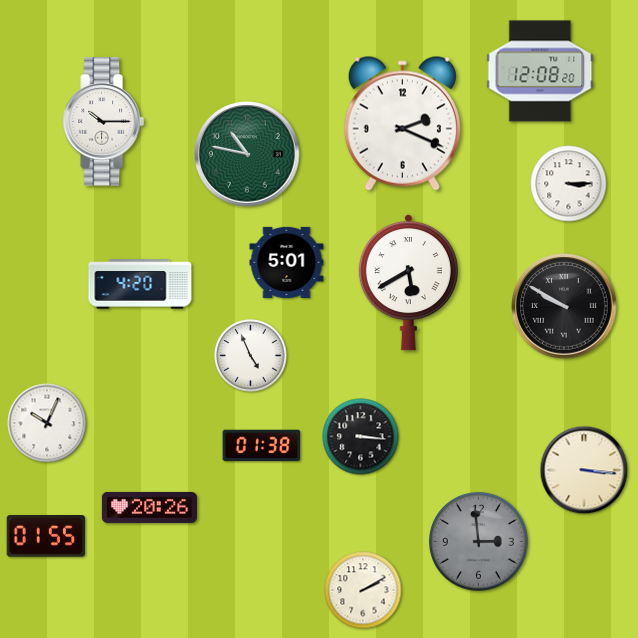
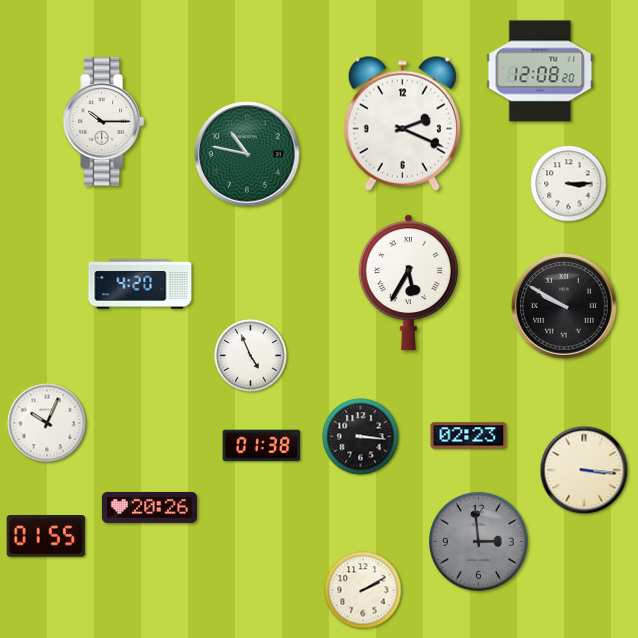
clock at (287, 262): 5:01 -> none
clock at (408, 282): 5:40 -> 5:35
clock at (469, 436): none -> 02:23
